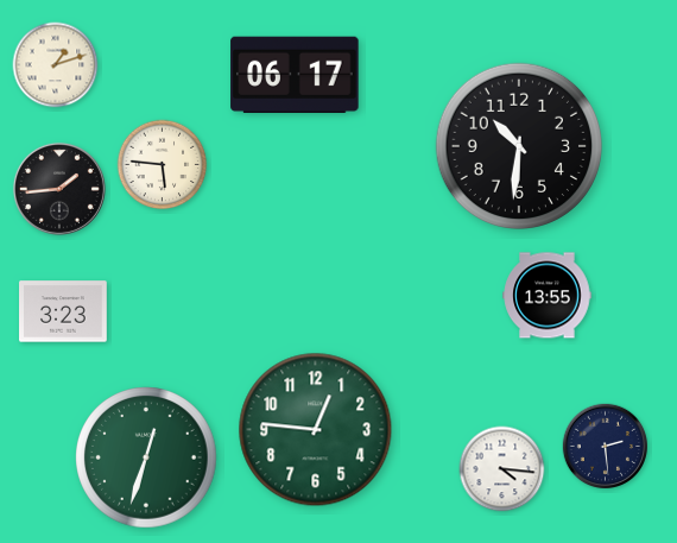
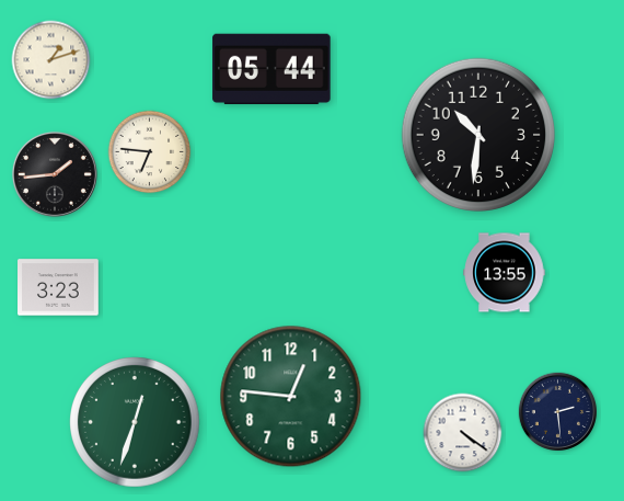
clock at (295, 74): 06:17 -> 05:44
clock at (163, 165): 5:46 -> 6:46
clock at (502, 469): 4:16 -> 4:21
